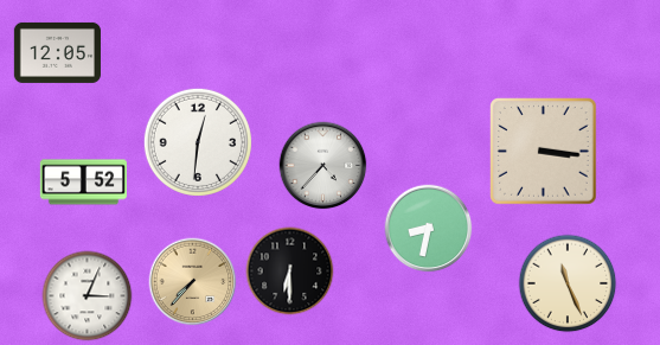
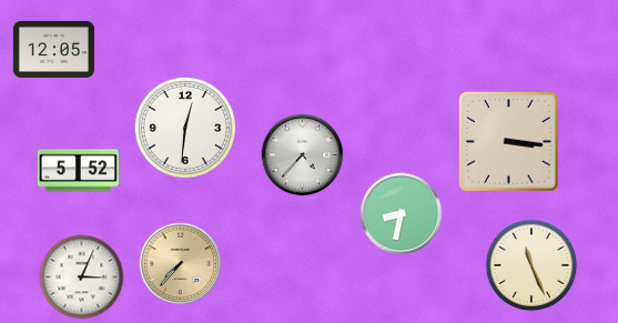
clock at (198, 142) position: (198, 142) -> (185, 128)
clock at (290, 271): 6:30 -> none
